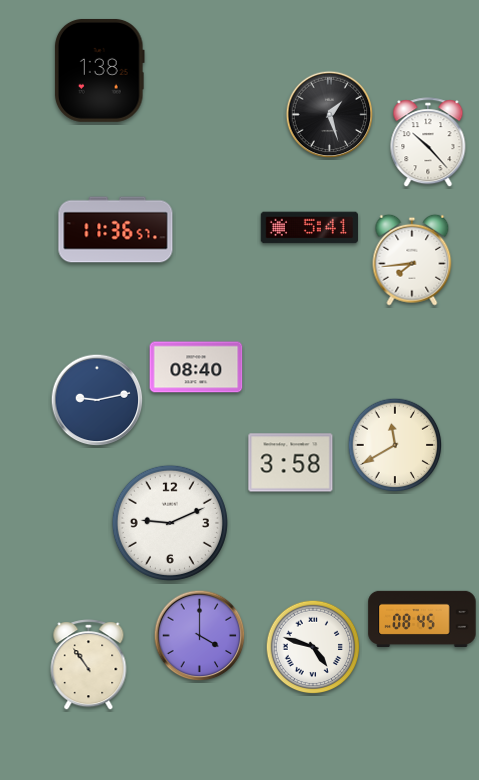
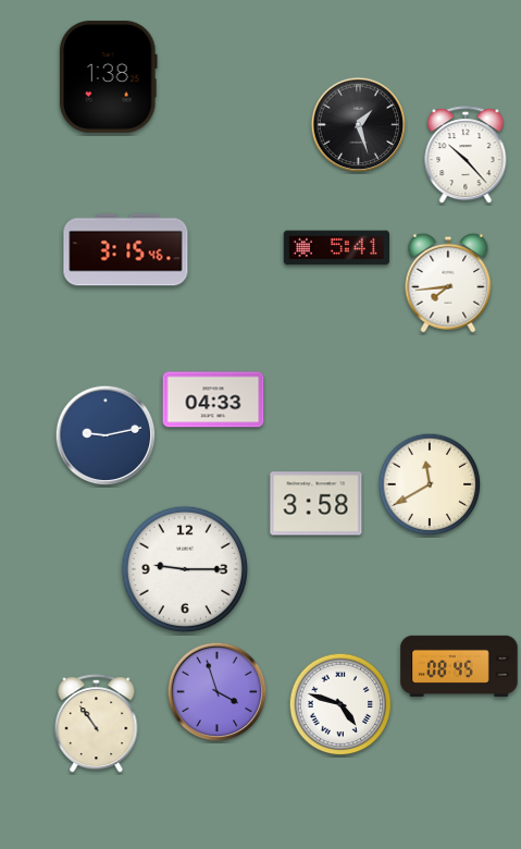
clock at (116, 230): 11:36 -> 3:15
clock at (196, 367): 08:40 -> 04:33
clock at (170, 523): 9:11 -> 9:15
clock at (422, 618) position: (422, 618) -> (459, 665)
clock at (200, 636): 4:00 -> 3:57
